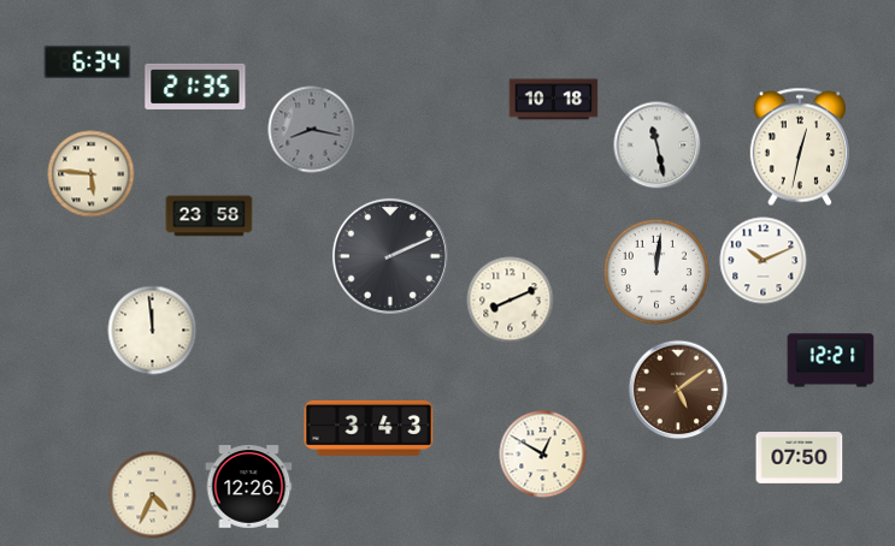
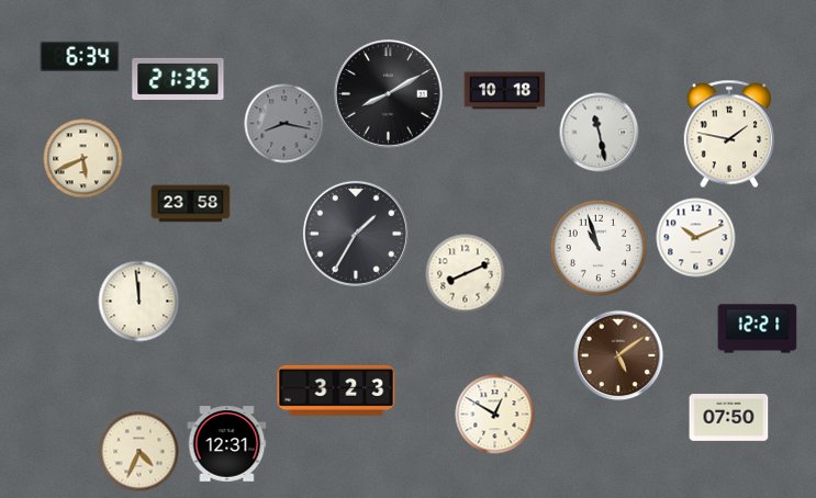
clock at (388, 93): none -> 8:10
clock at (312, 130) position: (312, 130) -> (284, 124)
clock at (800, 147): 12:32 -> 1:47
clock at (92, 174): 5:46 -> 5:41
clock at (210, 216) position: (210, 216) -> (191, 204)
clock at (390, 256): 2:11 -> 1:35
clock at (656, 272): 12:01 -> 10:57
clock at (369, 428): 3:43 -> 3:23
clock at (249, 487): 12:26 -> 12:31
